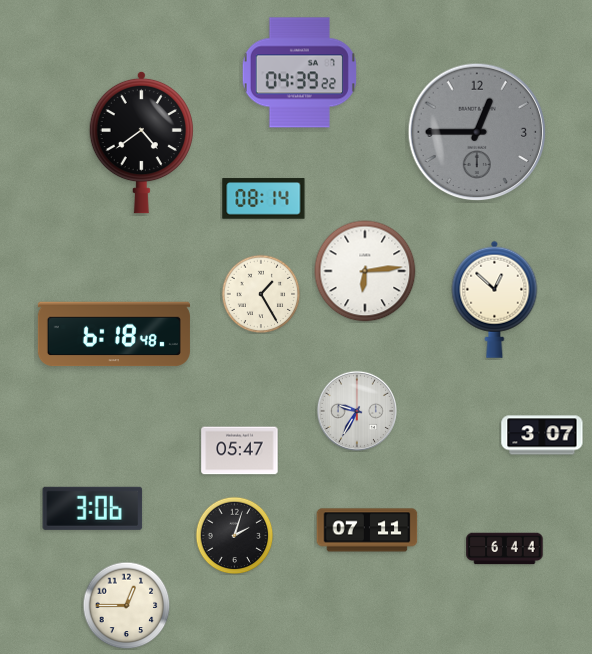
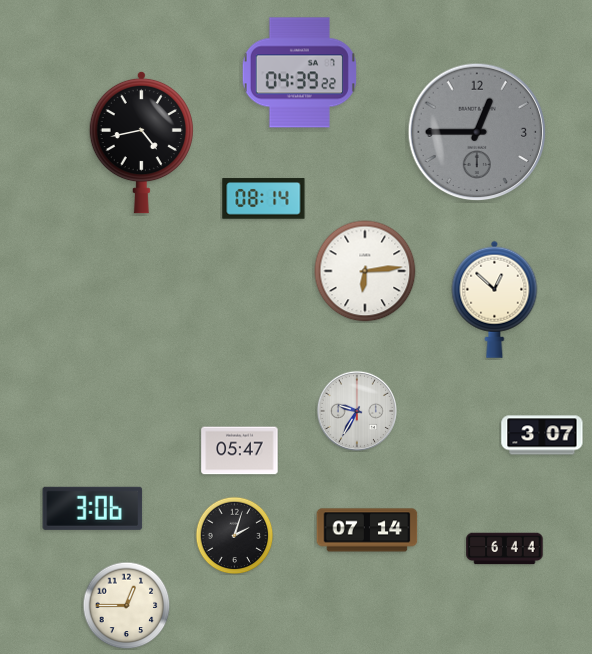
clock at (141, 142): 4:39 -> 4:43
clock at (261, 294): 1:25 -> none
clock at (114, 334): 6:18 -> none
clock at (367, 530): 07:11 -> 07:14
